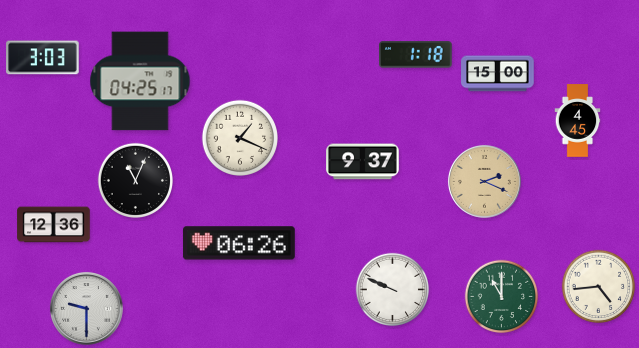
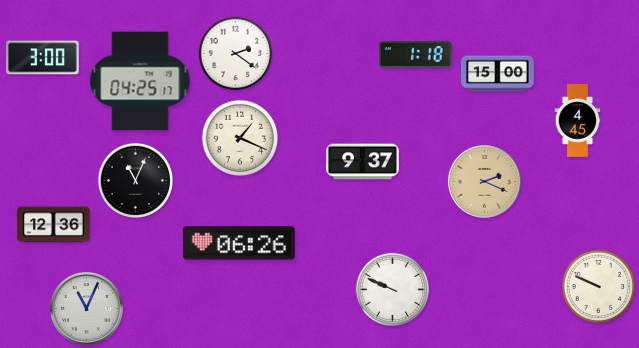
clock at (236, 54): none -> 2:21
clock at (43, 58): 3:03 -> 3:00
clock at (599, 287): 4:44 -> 9:49
clock at (502, 297): 11:00 -> none
clock at (86, 308): 9:30 -> 11:04
